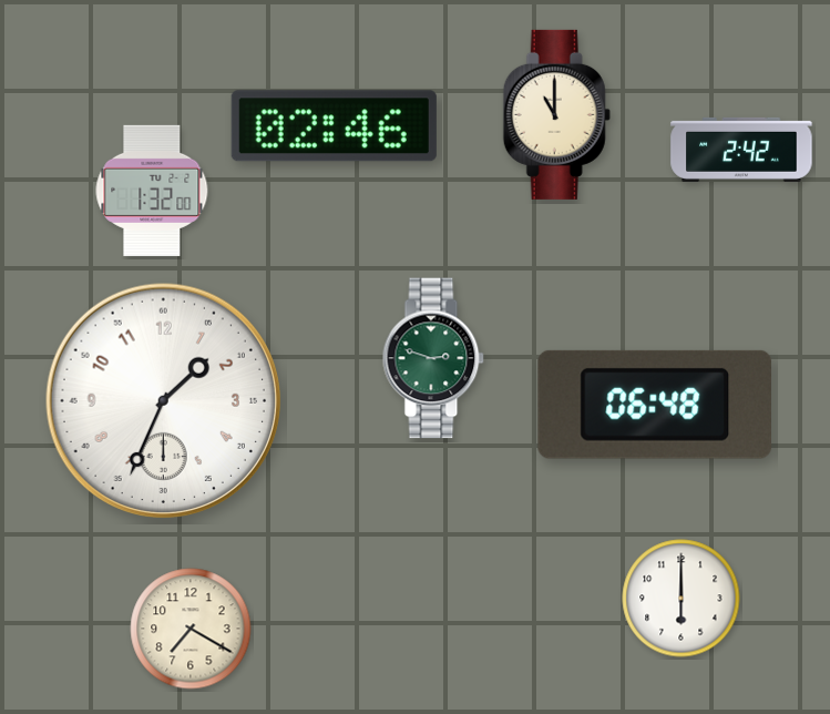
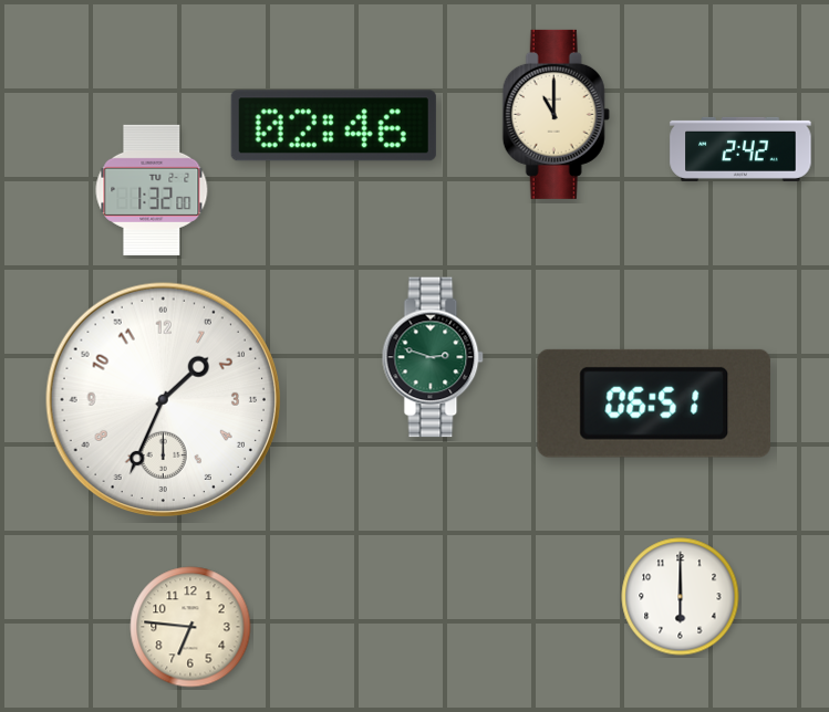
clock at (654, 405): 06:48 -> 06:51
clock at (191, 629): 7:20 -> 6:46
